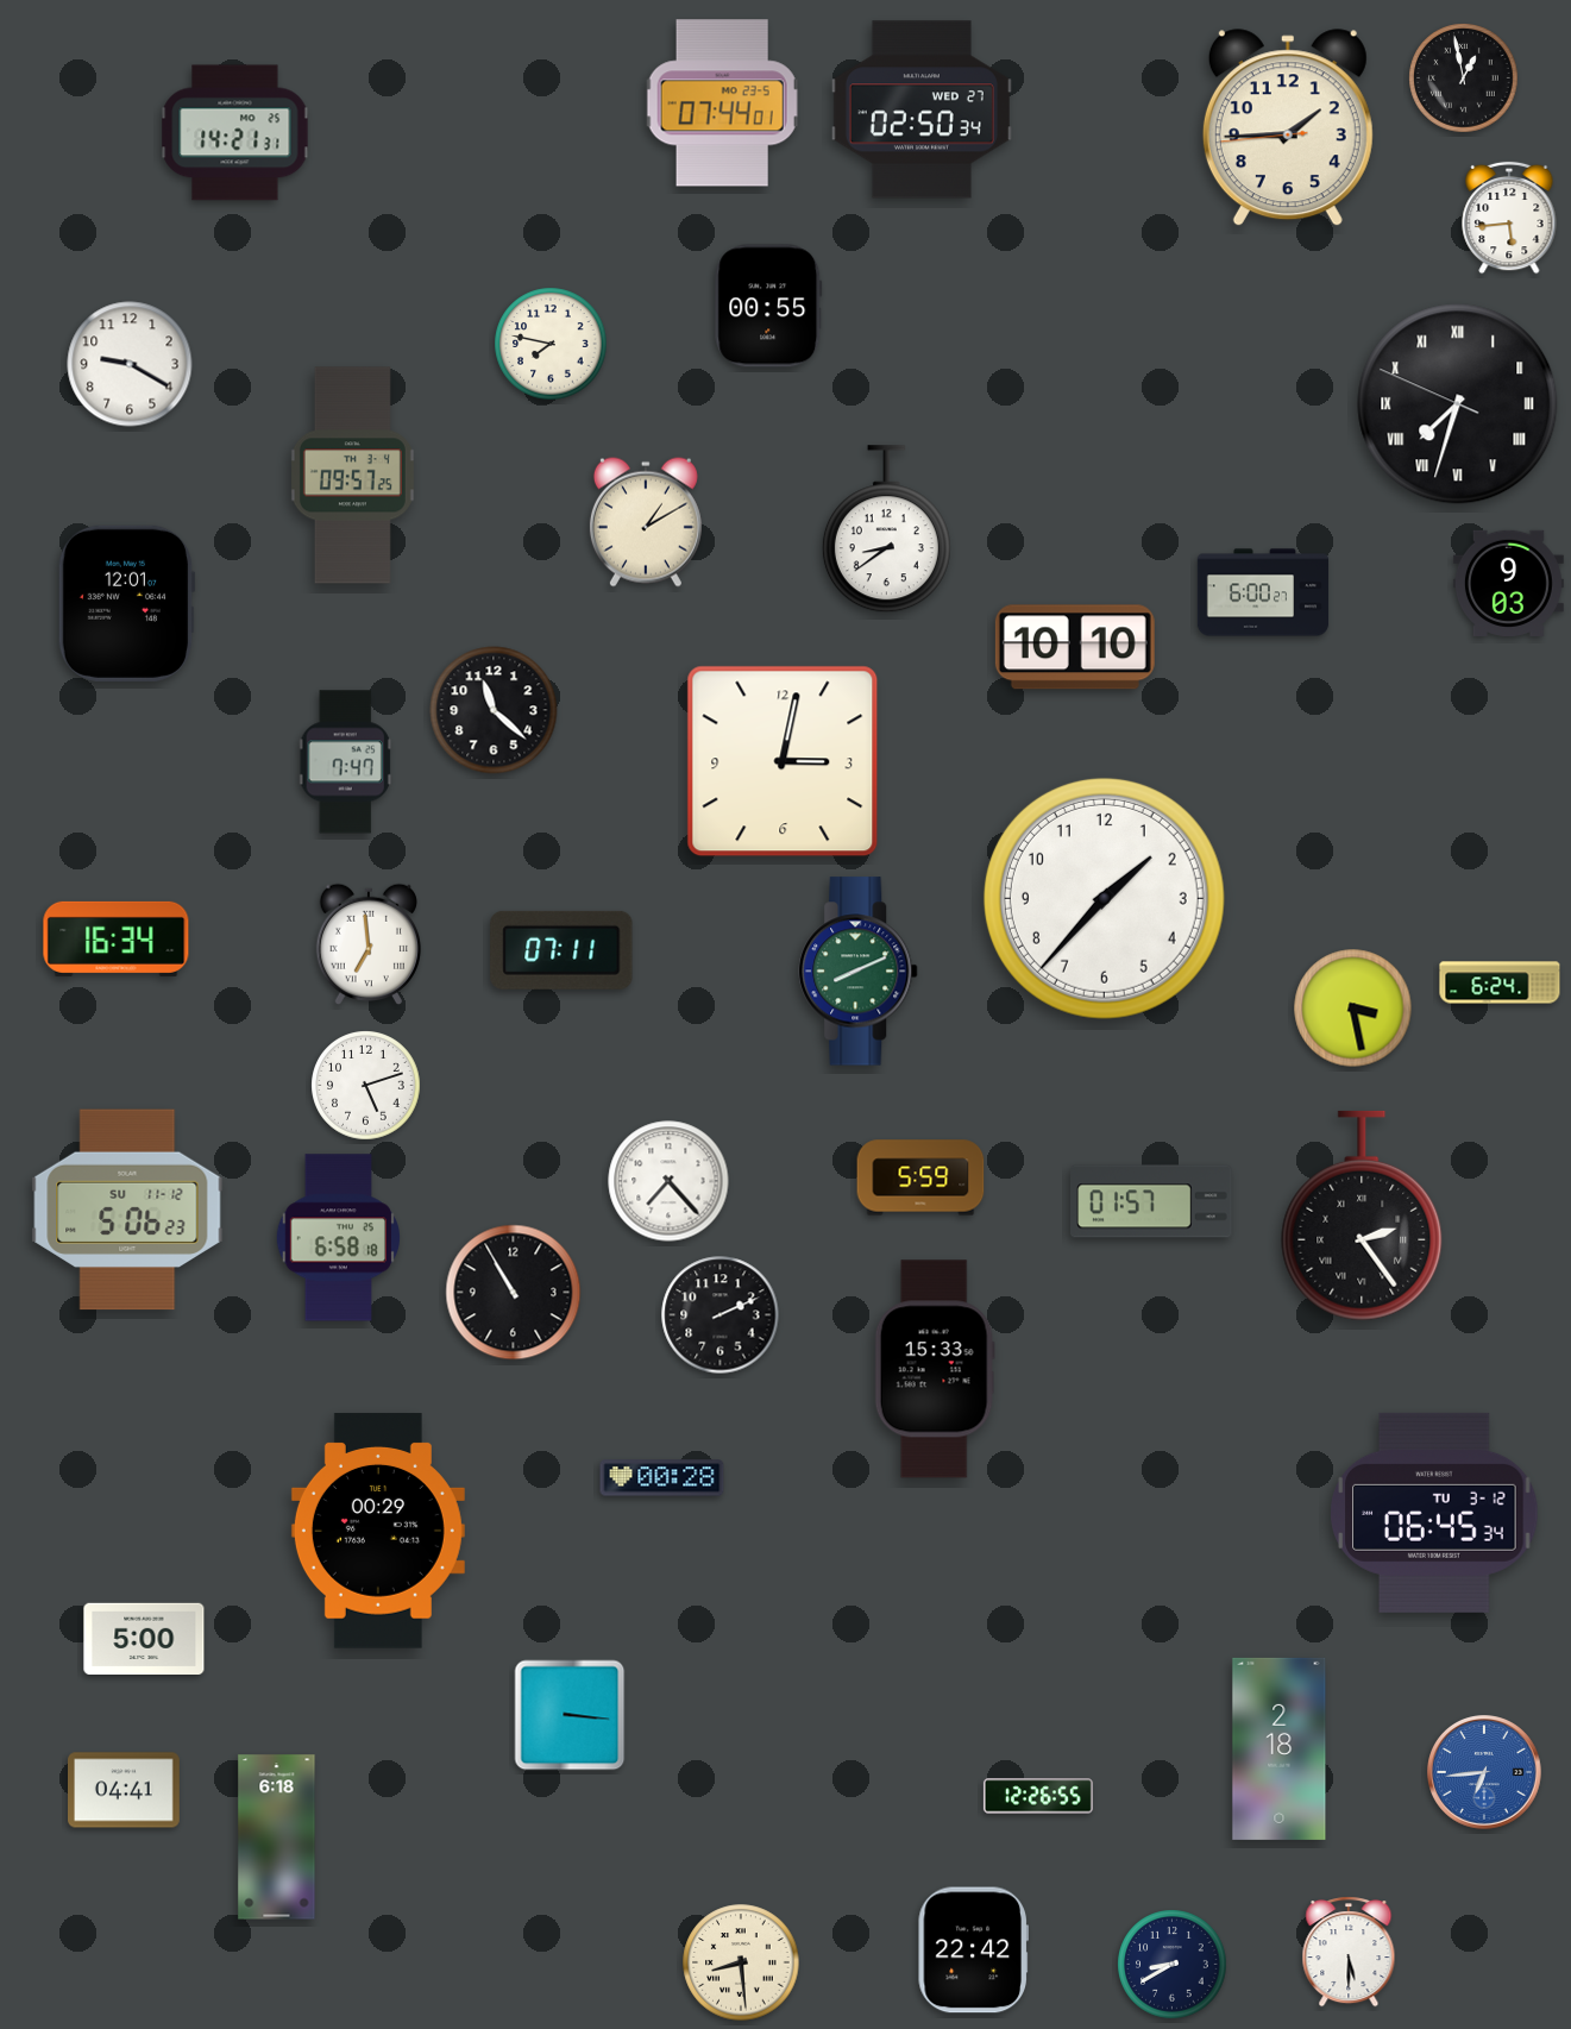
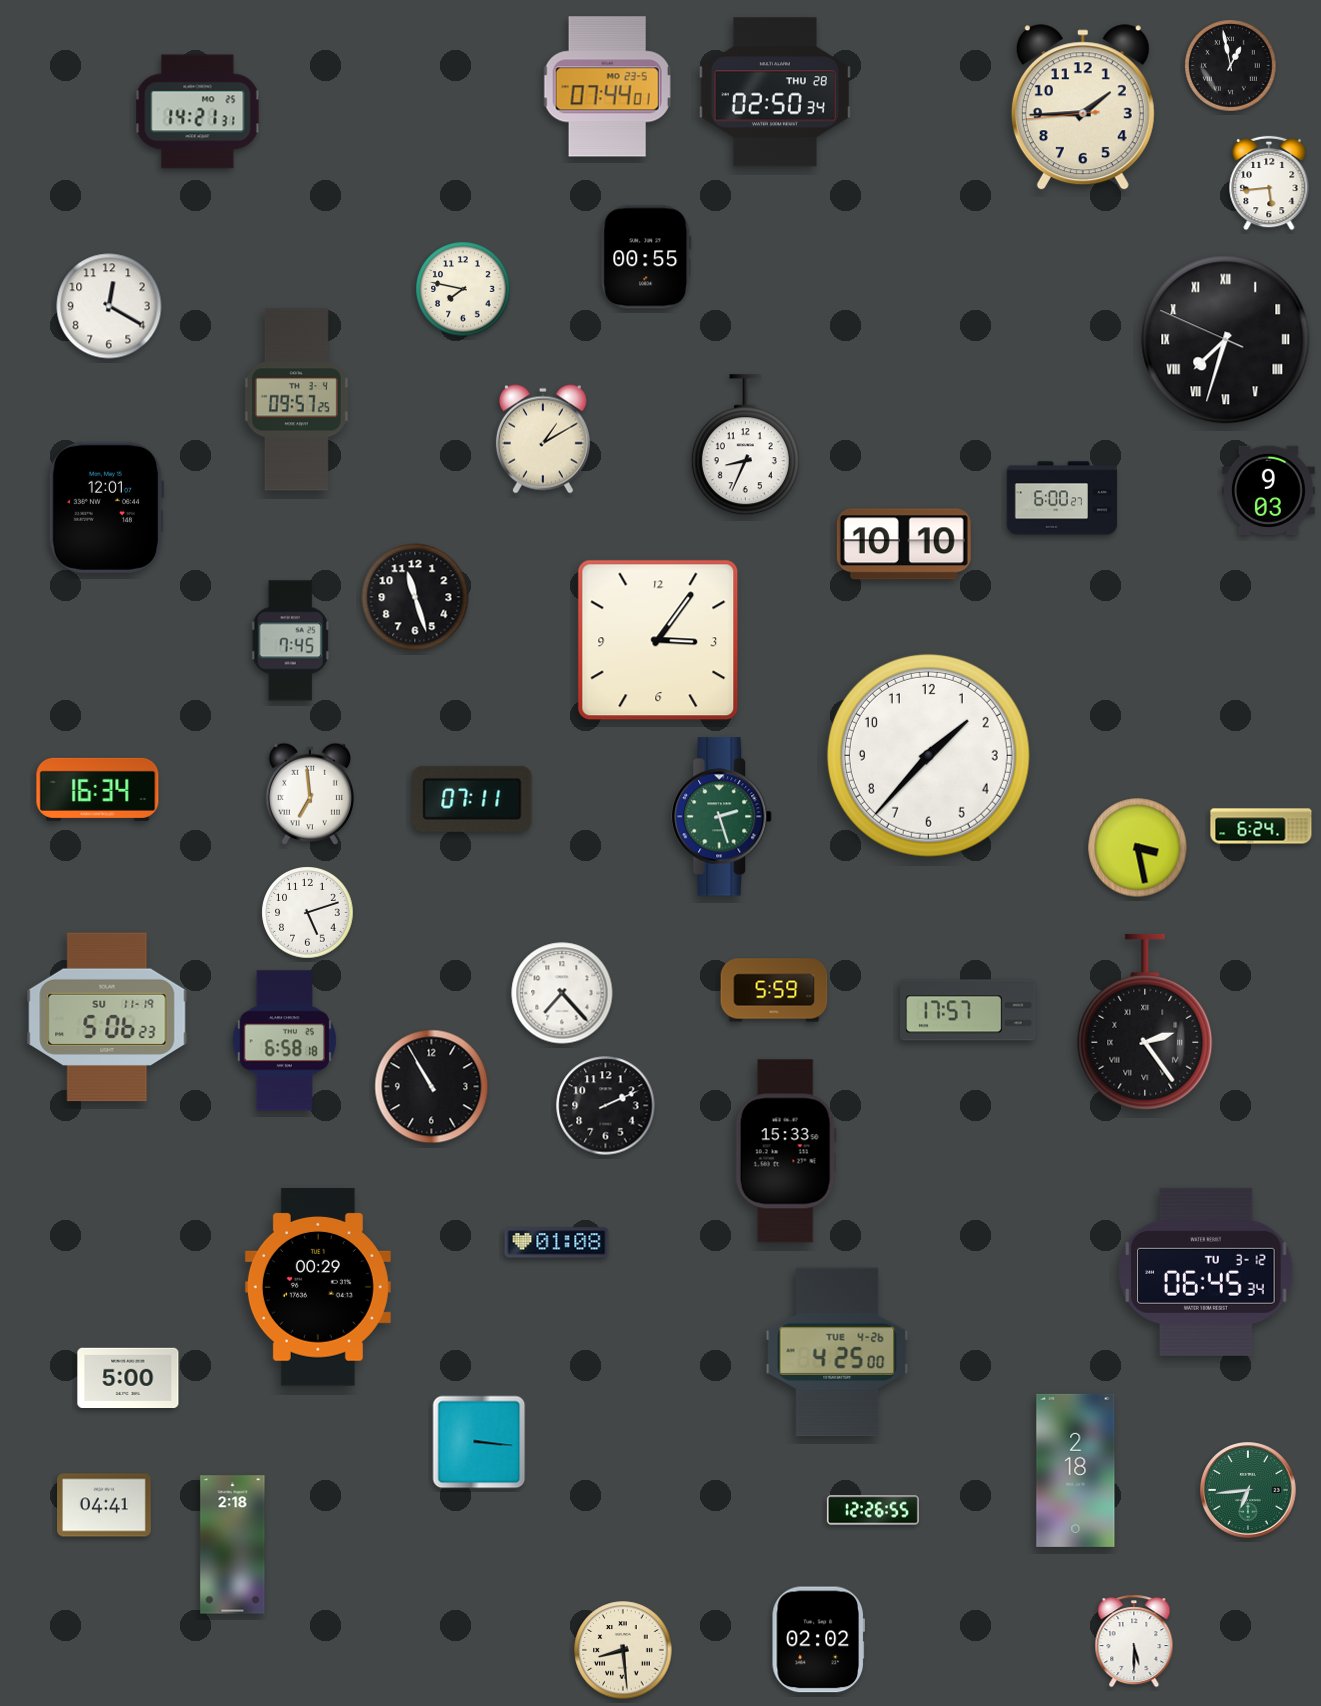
clock at (922, 109) date: WED 27 -> THU 28
clock at (130, 364): 9:20 -> 12:20
clock at (886, 529): 8:39 -> 8:34
clock at (494, 710): 11:22 -> 11:27
clock at (783, 761): 3:02 -> 3:06
clock at (345, 762): 7:47 -> 7:45
clock at (859, 972): 8:11 -> 2:27
clock at (1151, 1201): 01:57 -> 17:57
clock at (127, 1210) date: SU 11-12 -> SU 11-19
clock at (662, 1478): 00:28 -> 01:08
clock at (837, 1352): none -> 4:25
clock at (144, 1638) position: (144, 1638) -> (128, 1377)
clock at (1484, 1772) dial: blue -> green
clock at (277, 1838): 6:18 -> 2:18
clock at (973, 1951): 22:42 -> 02:02
clock at (1173, 1965): 8:40 -> none
